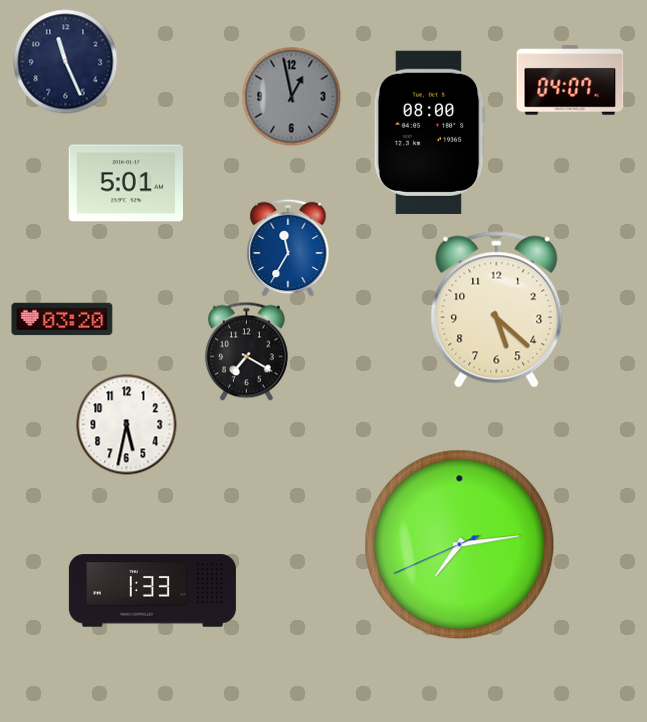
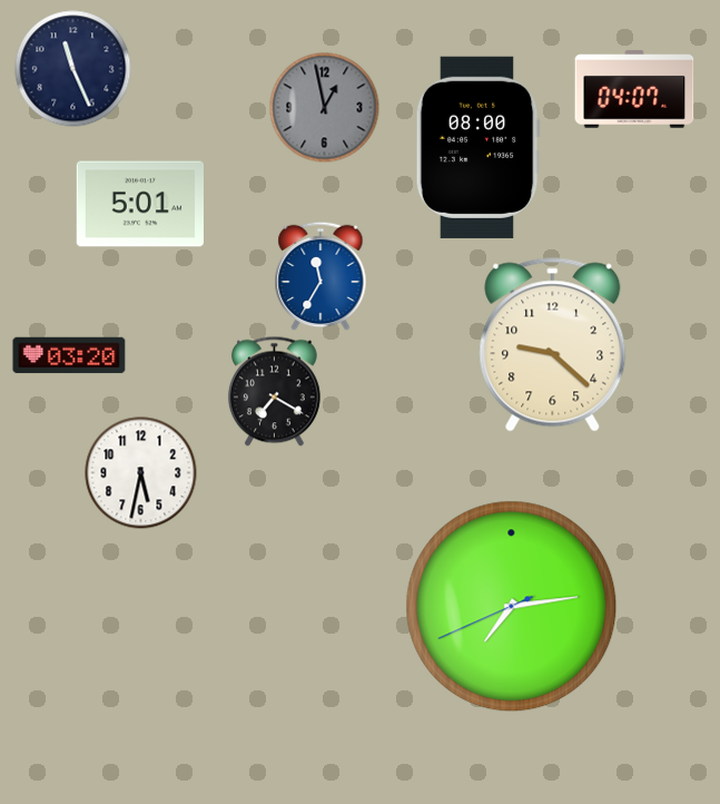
clock at (497, 310): 5:22 -> 9:22
clock at (152, 591): 1:33 -> none
